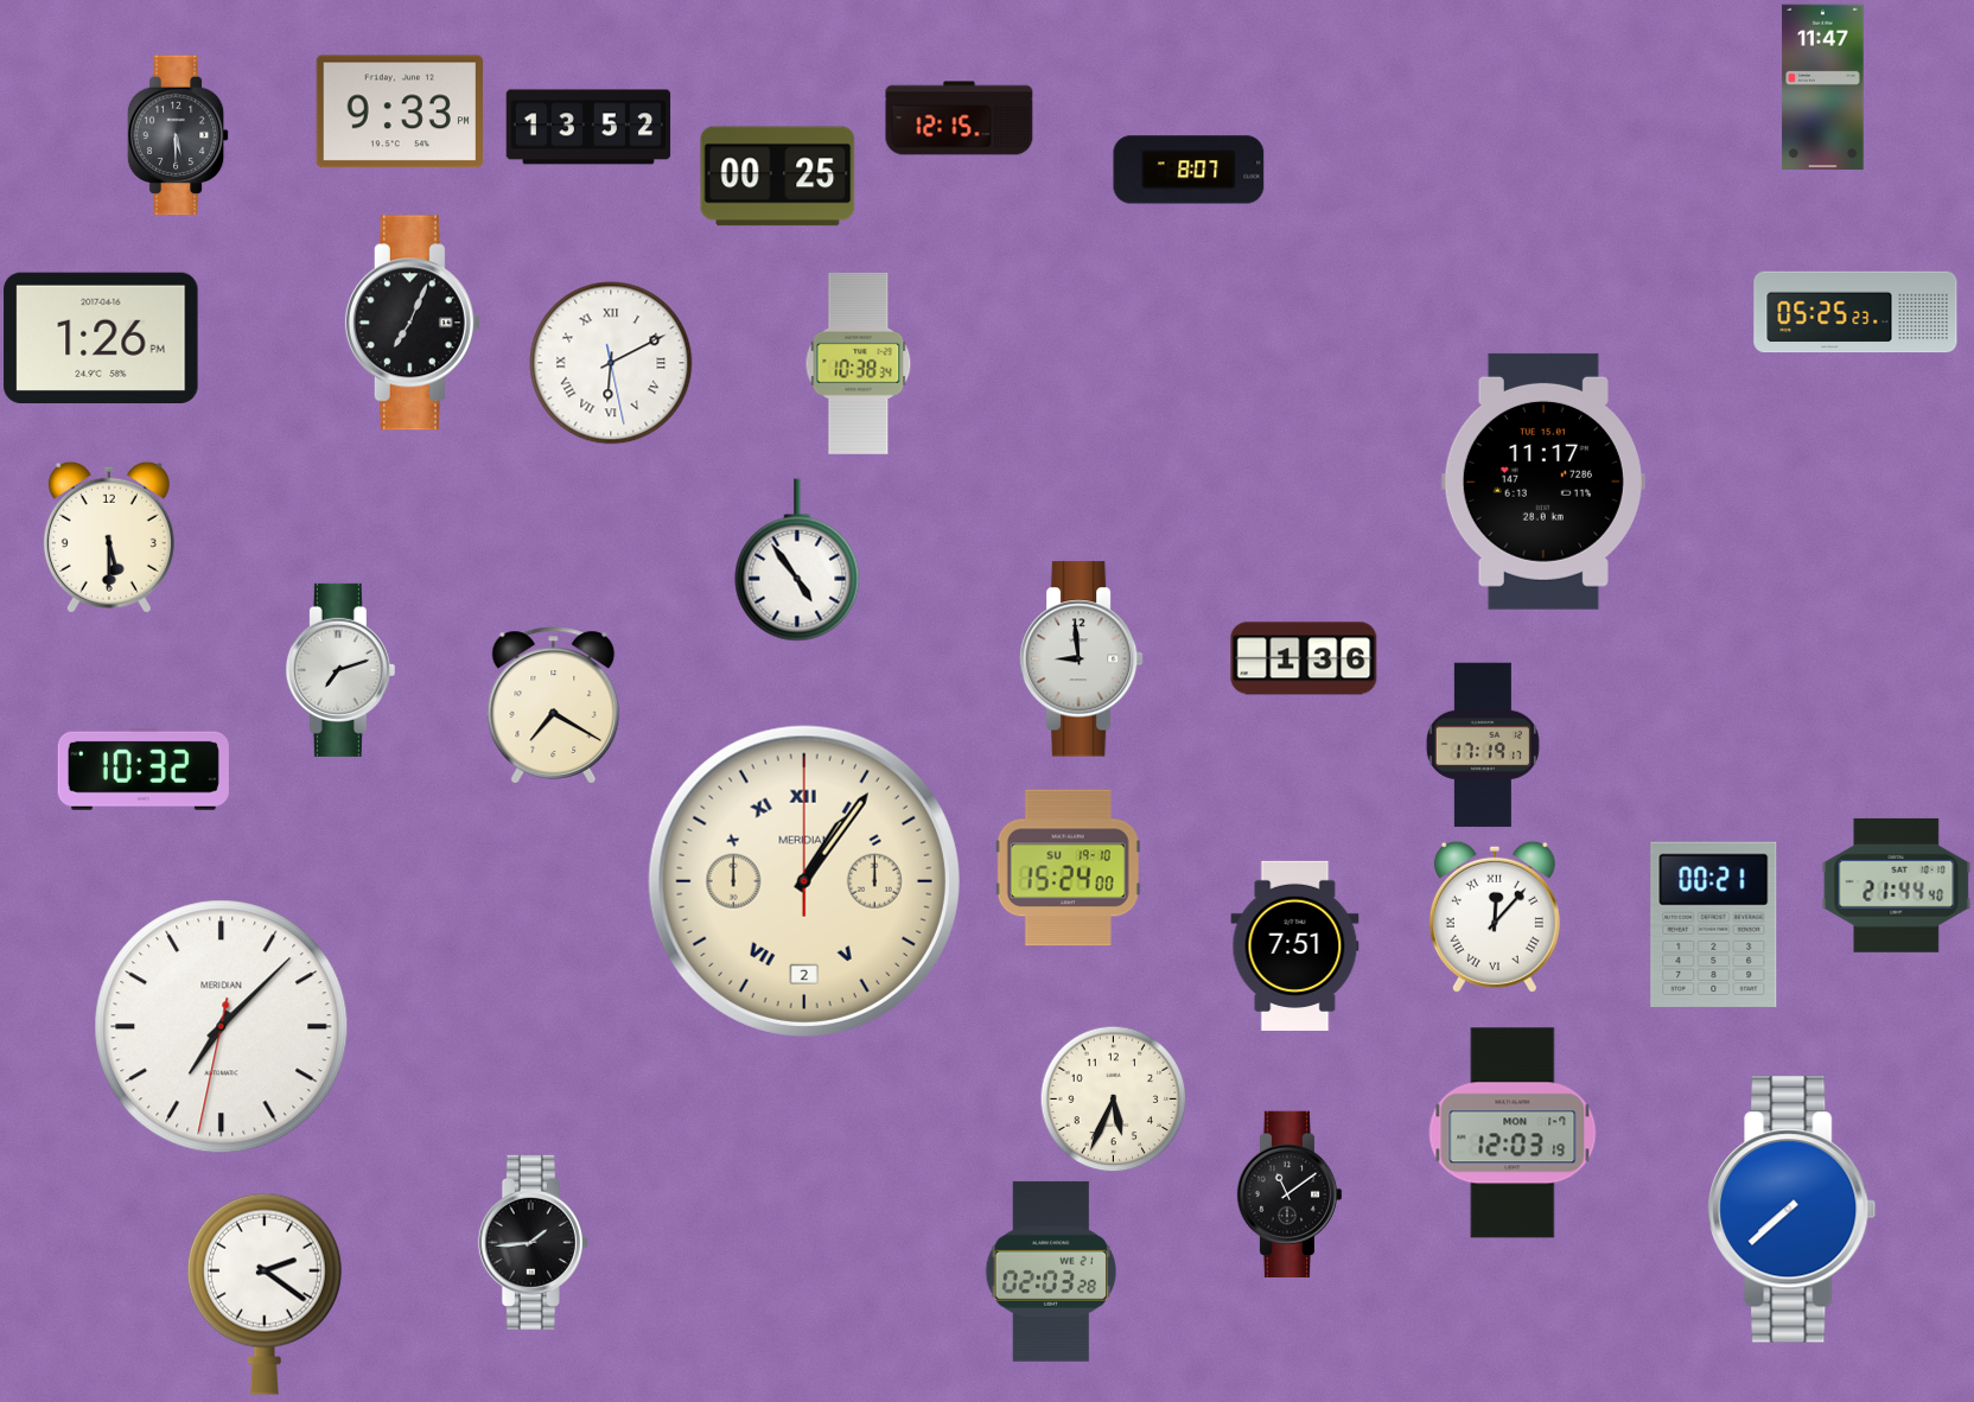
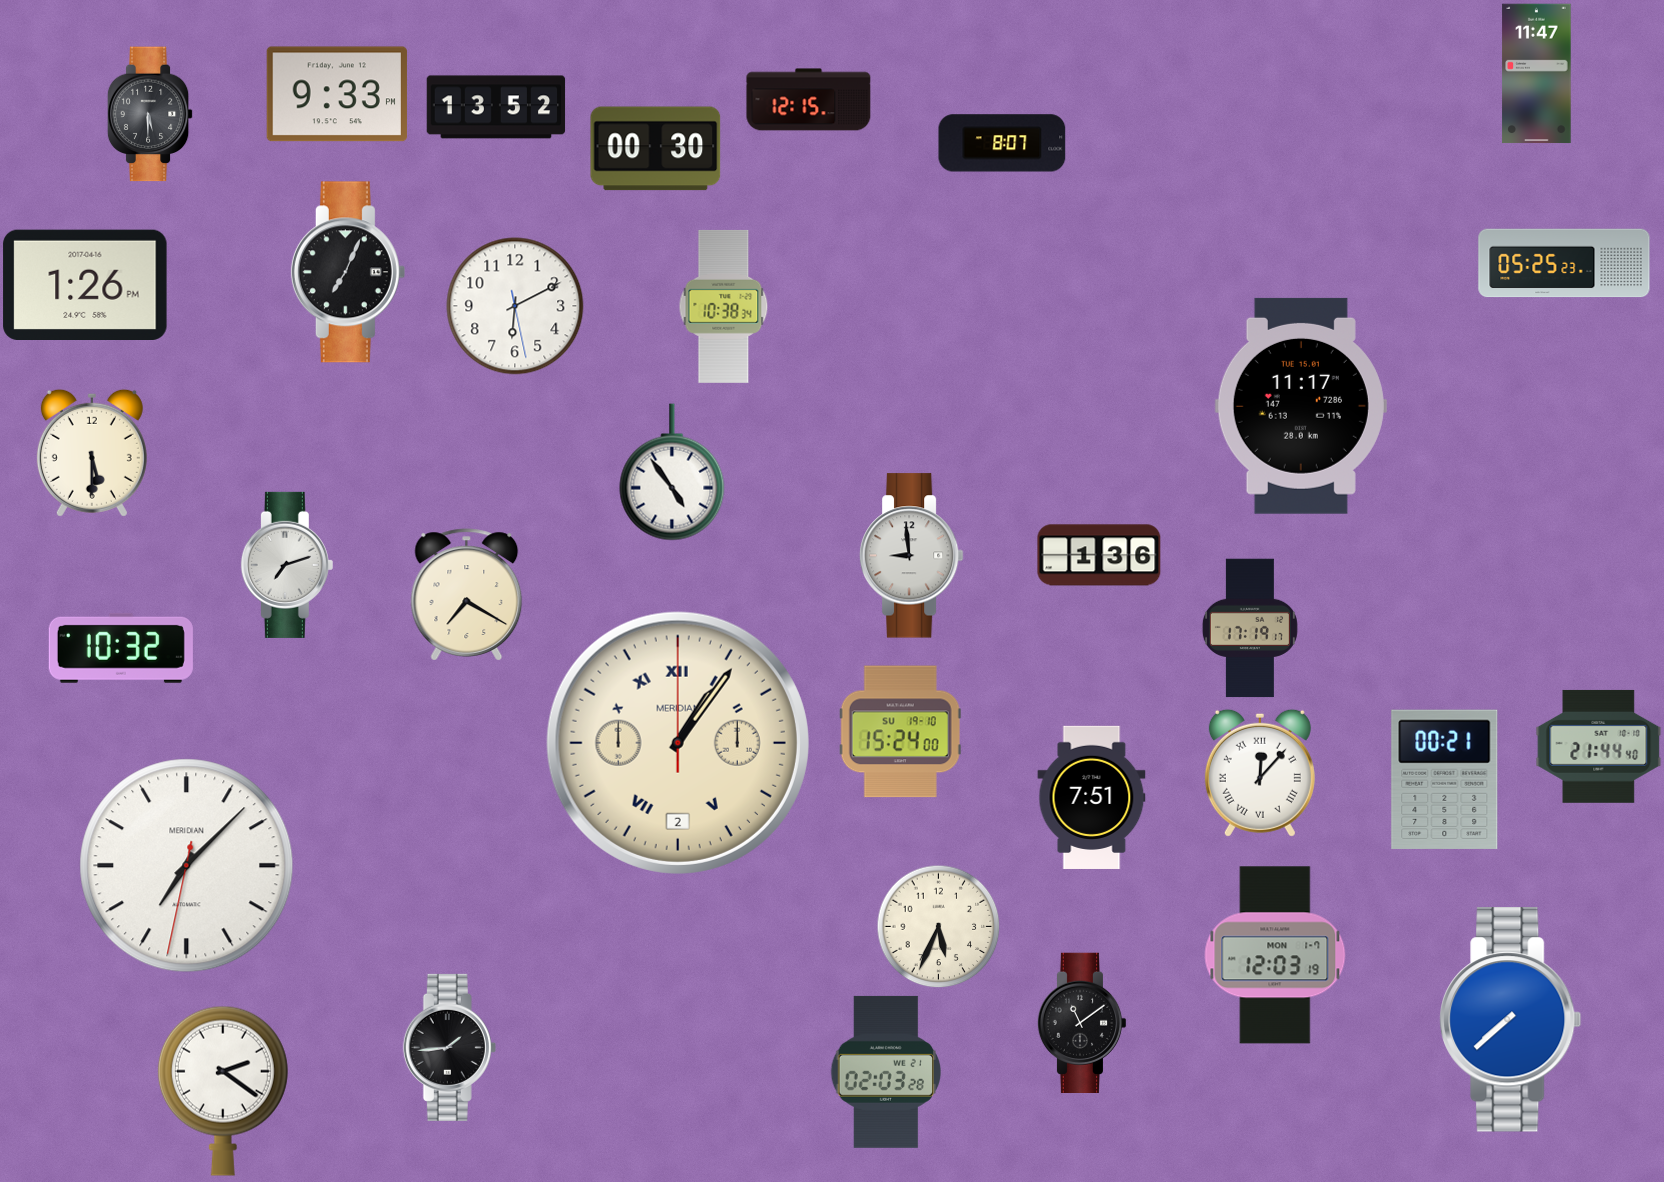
clock at (778, 177): 00:25 -> 00:30
clock at (611, 363) numerals: Roman -> Arabic
clock at (1290, 1193) position: (1290, 1193) -> (1082, 1022)
